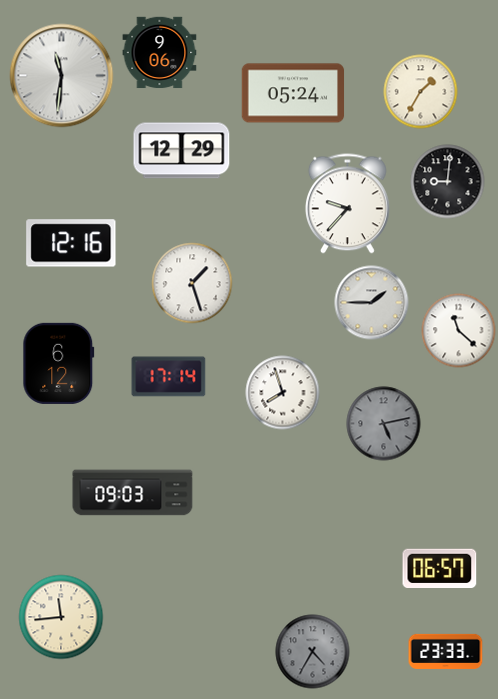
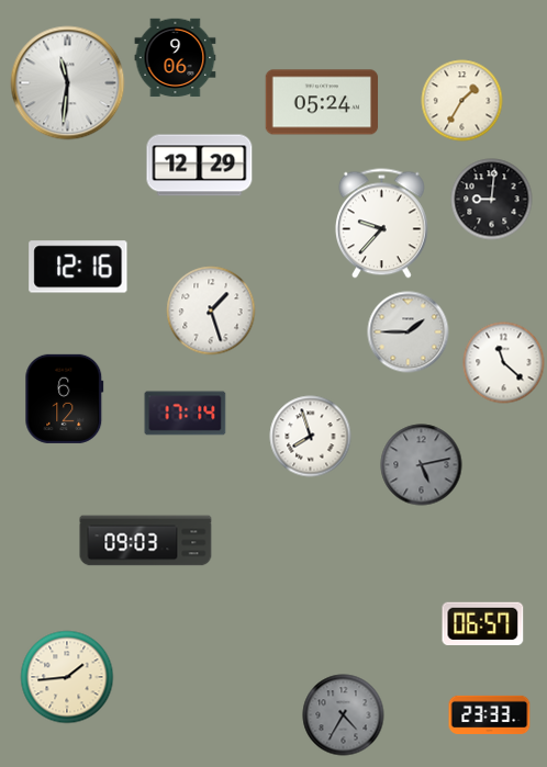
clock at (283, 393) position: (283, 393) -> (311, 437)
clock at (61, 617): 11:44 -> 1:44
